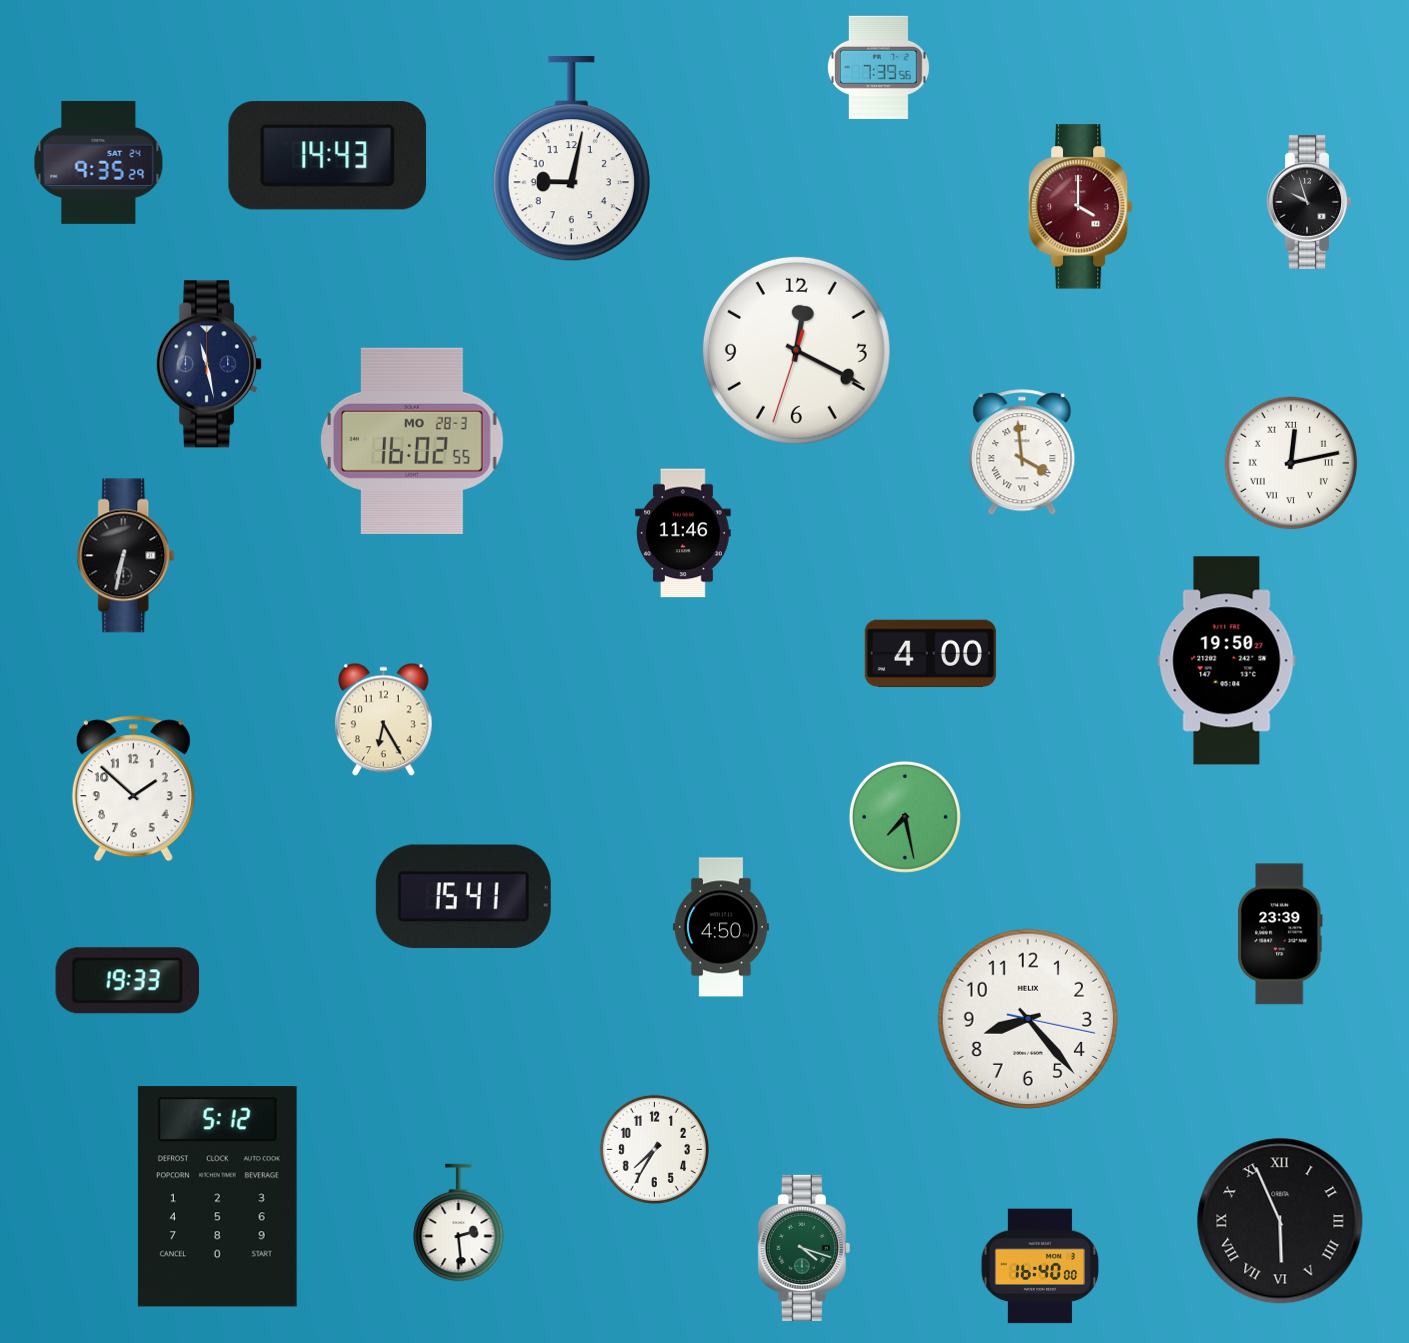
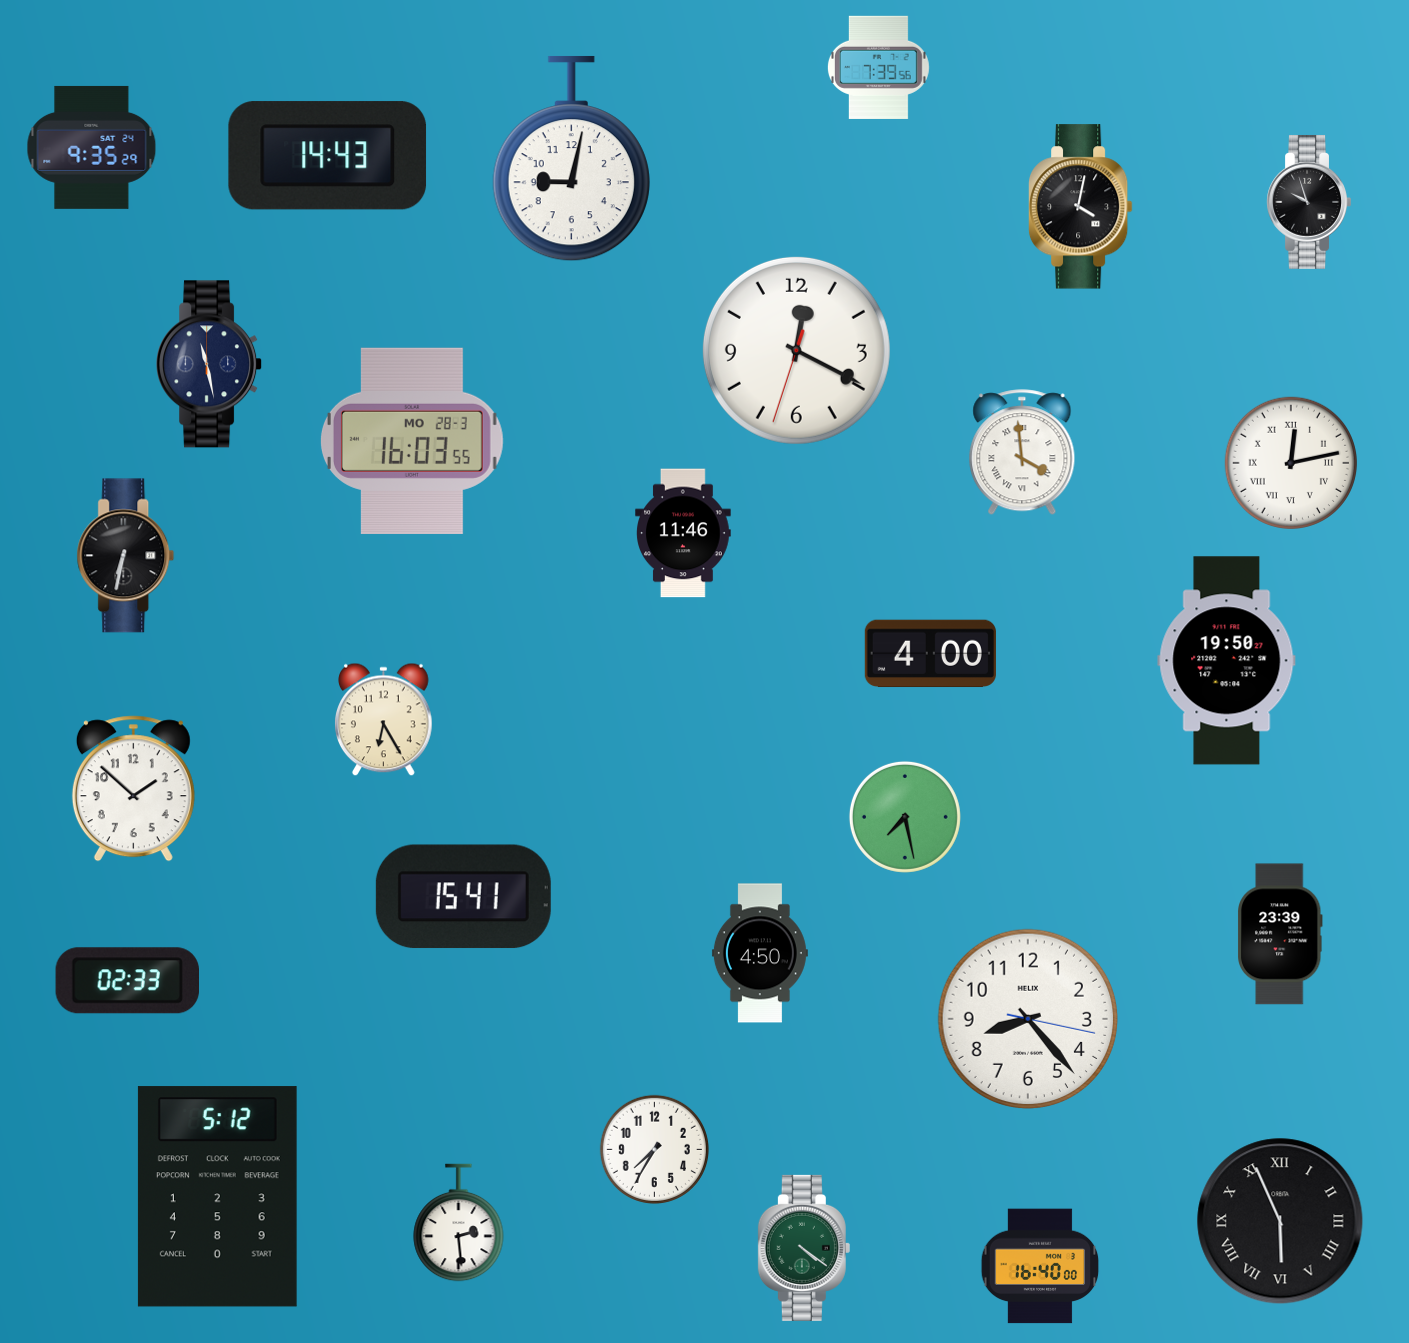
clock at (99, 162) position: (99, 162) -> (92, 147)
clock at (1080, 207): 4:00 -> 4:02
clock at (1080, 207) dial: burgundy -> black
clock at (412, 441): 16:02 -> 16:03
clock at (721, 927) position: (721, 927) -> (760, 953)
clock at (127, 981): 19:33 -> 02:33
clock at (804, 1248): 4:18 -> 4:21
